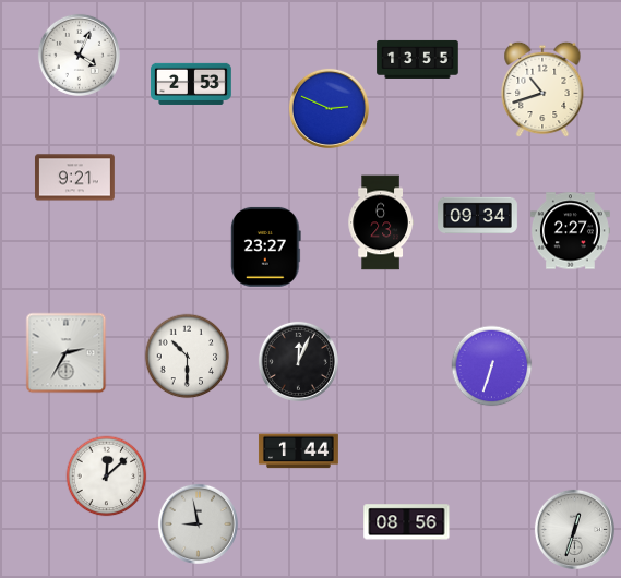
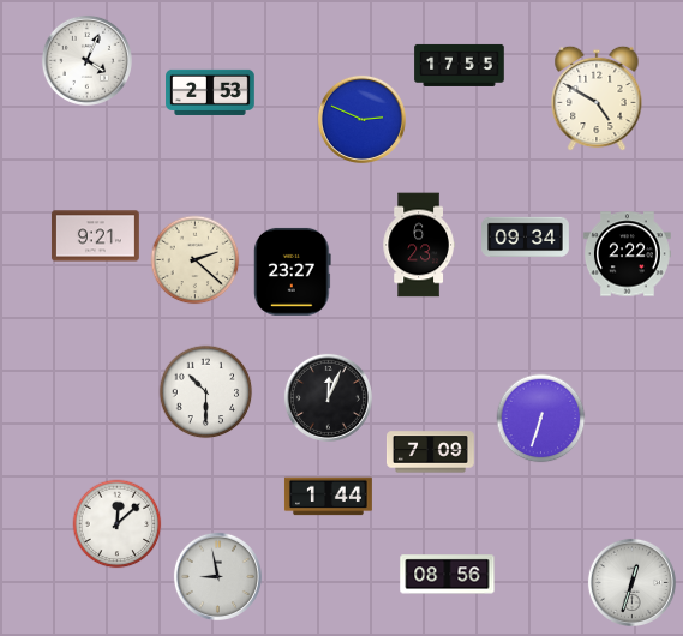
clock at (418, 59): 13:55 -> 17:55
clock at (542, 89): 10:42 -> 4:50
clock at (74, 178) position: (74, 178) -> (95, 236)
clock at (570, 231): 2:27 -> 2:22
clock at (196, 260): none -> 2:22
clock at (67, 353): 2:35 -> none
clock at (492, 366) position: (492, 366) -> (541, 419)
clock at (430, 452): none -> 7:09
